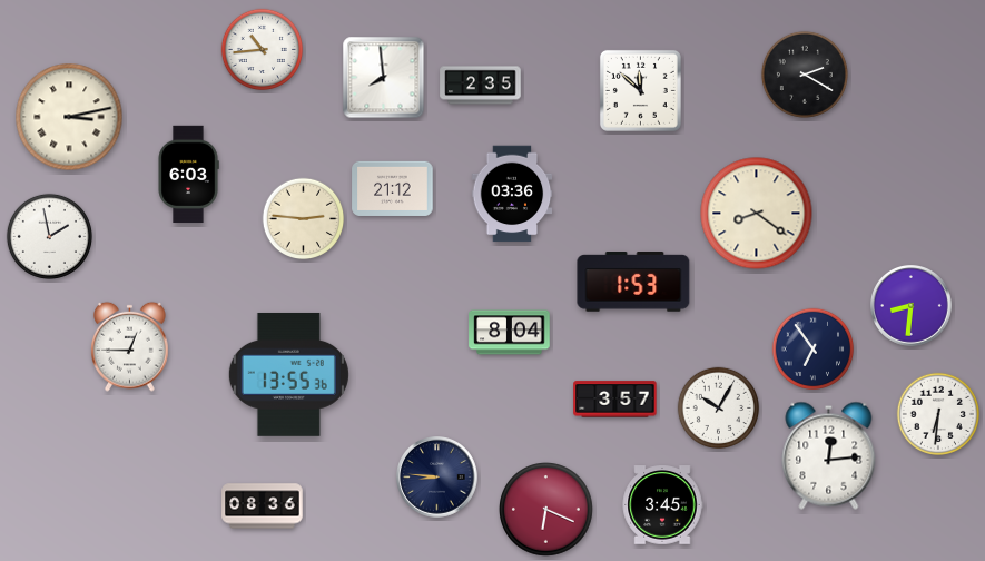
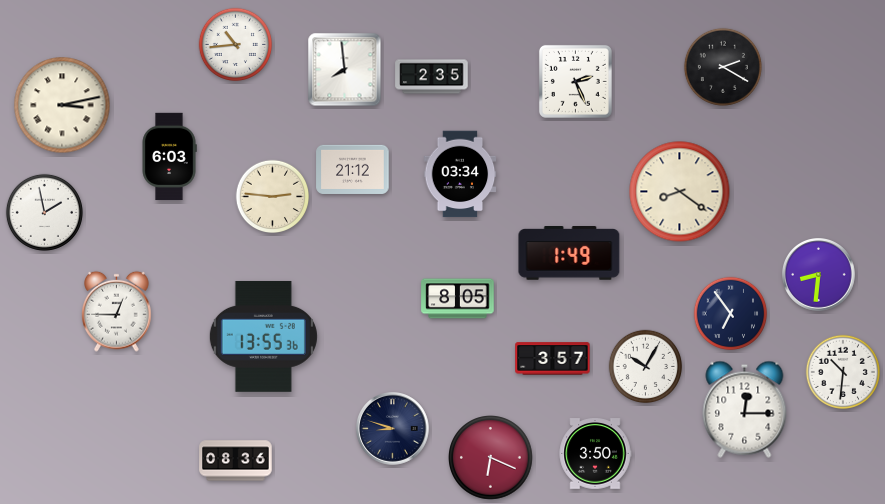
clock at (640, 90): 11:52 -> 2:26
clock at (512, 194): 03:36 -> 03:34
clock at (633, 283): 1:53 -> 1:49
clock at (510, 333): 8:04 -> 8:05
clock at (288, 374) position: (288, 374) -> (263, 336)
clock at (937, 413): 6:31 -> 10:31
clock at (829, 455): 12:14 -> 12:15
clock at (437, 478): 8:46 -> 8:48
clock at (662, 505): 3:45 -> 3:50
clock at (263, 506) position: (263, 506) -> (236, 461)
